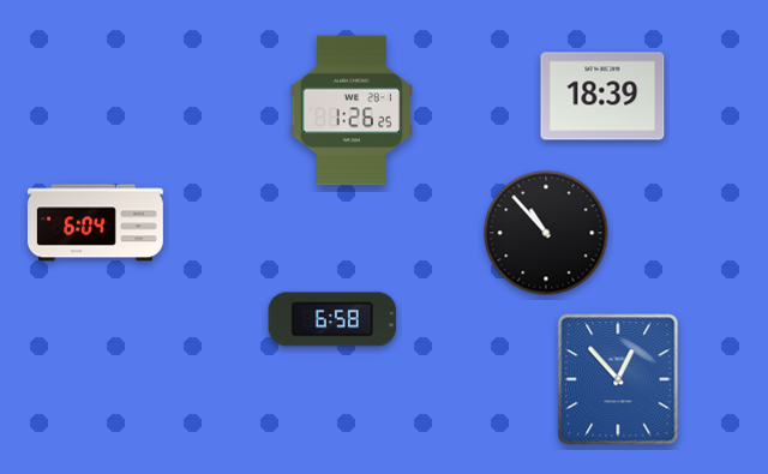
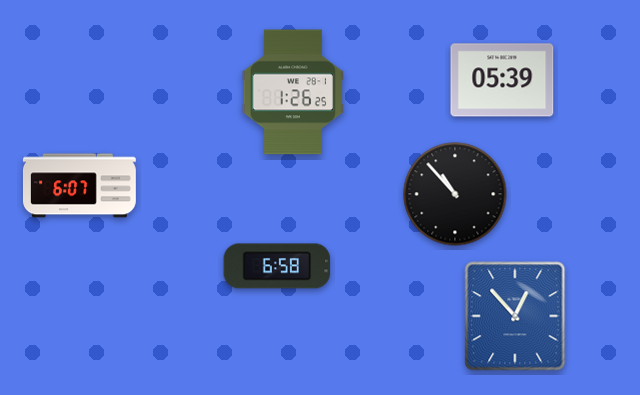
clock at (602, 96): 18:39 -> 05:39
clock at (95, 223): 6:04 -> 6:07
